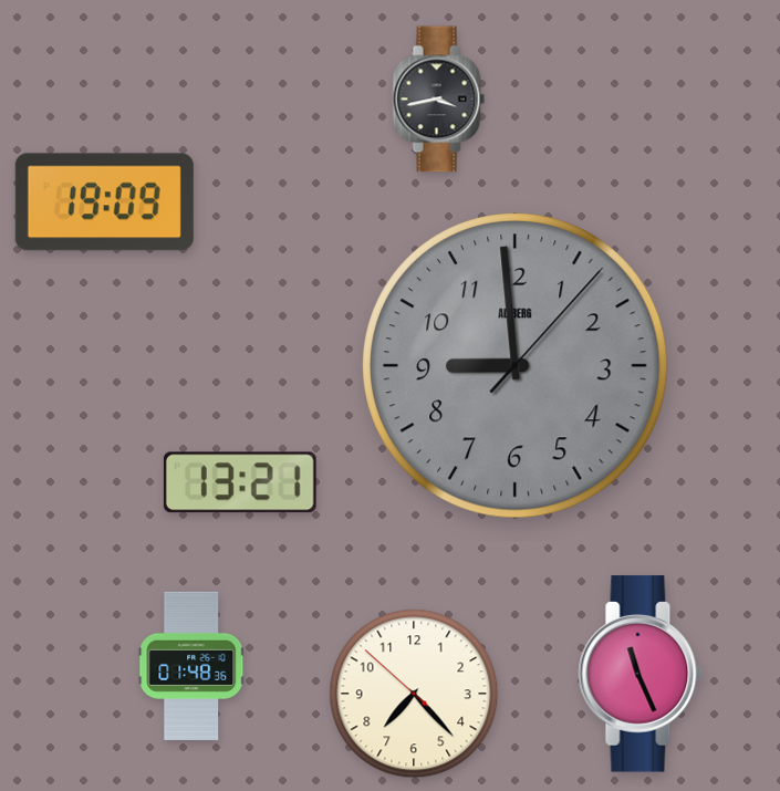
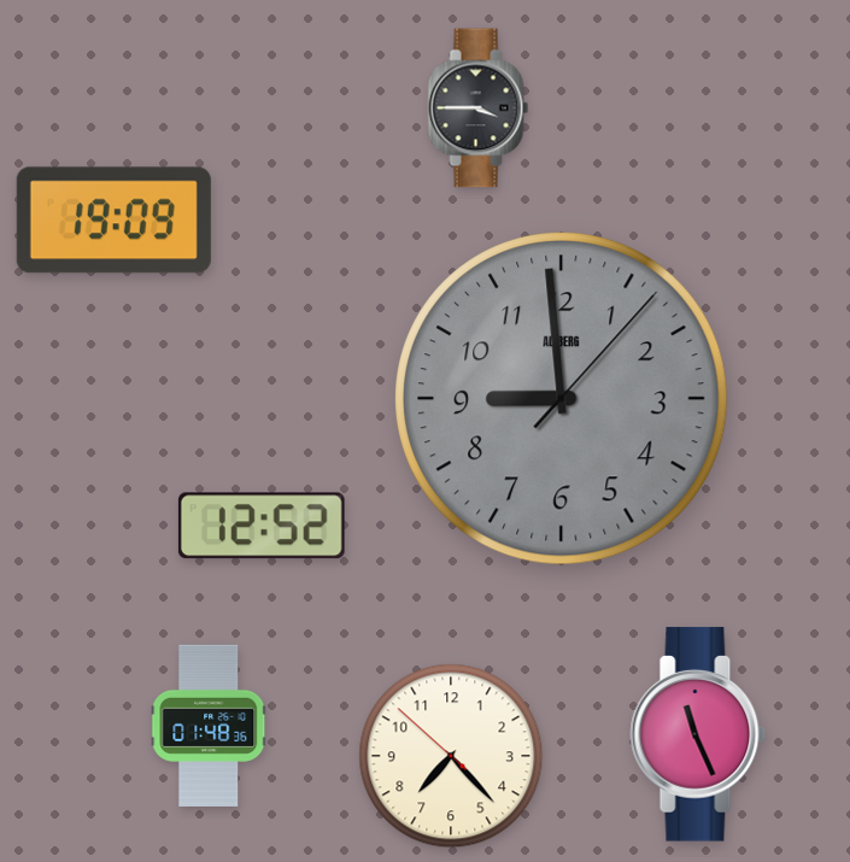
clock at (439, 100): 3:43 -> 3:45
clock at (240, 482): 13:21 -> 12:52
